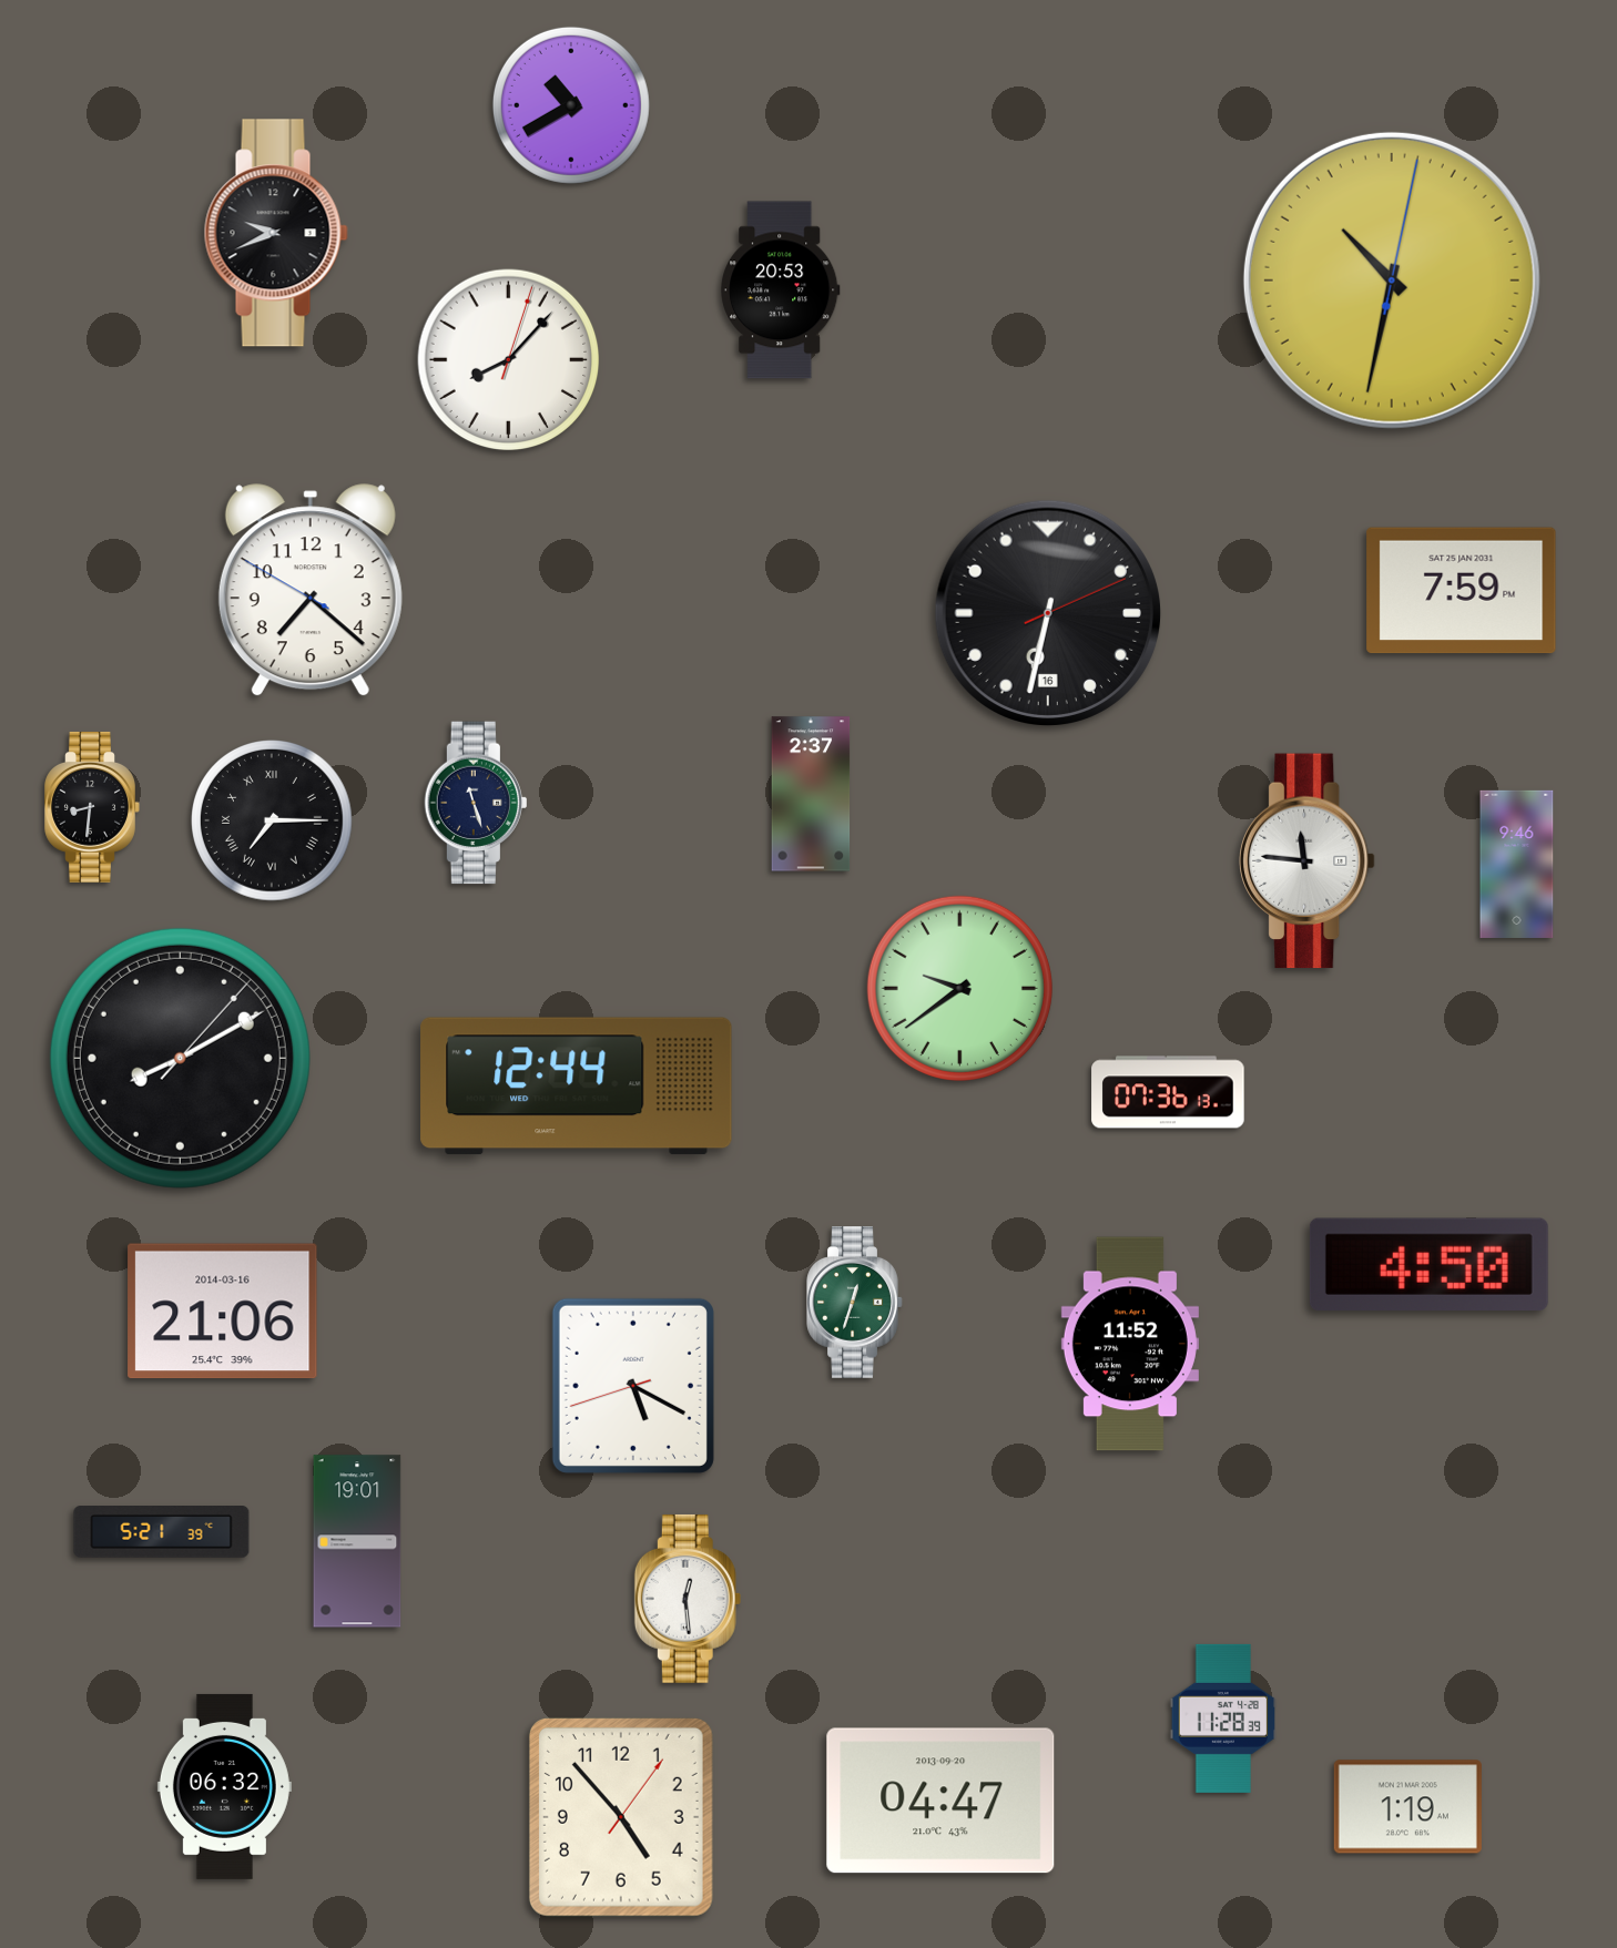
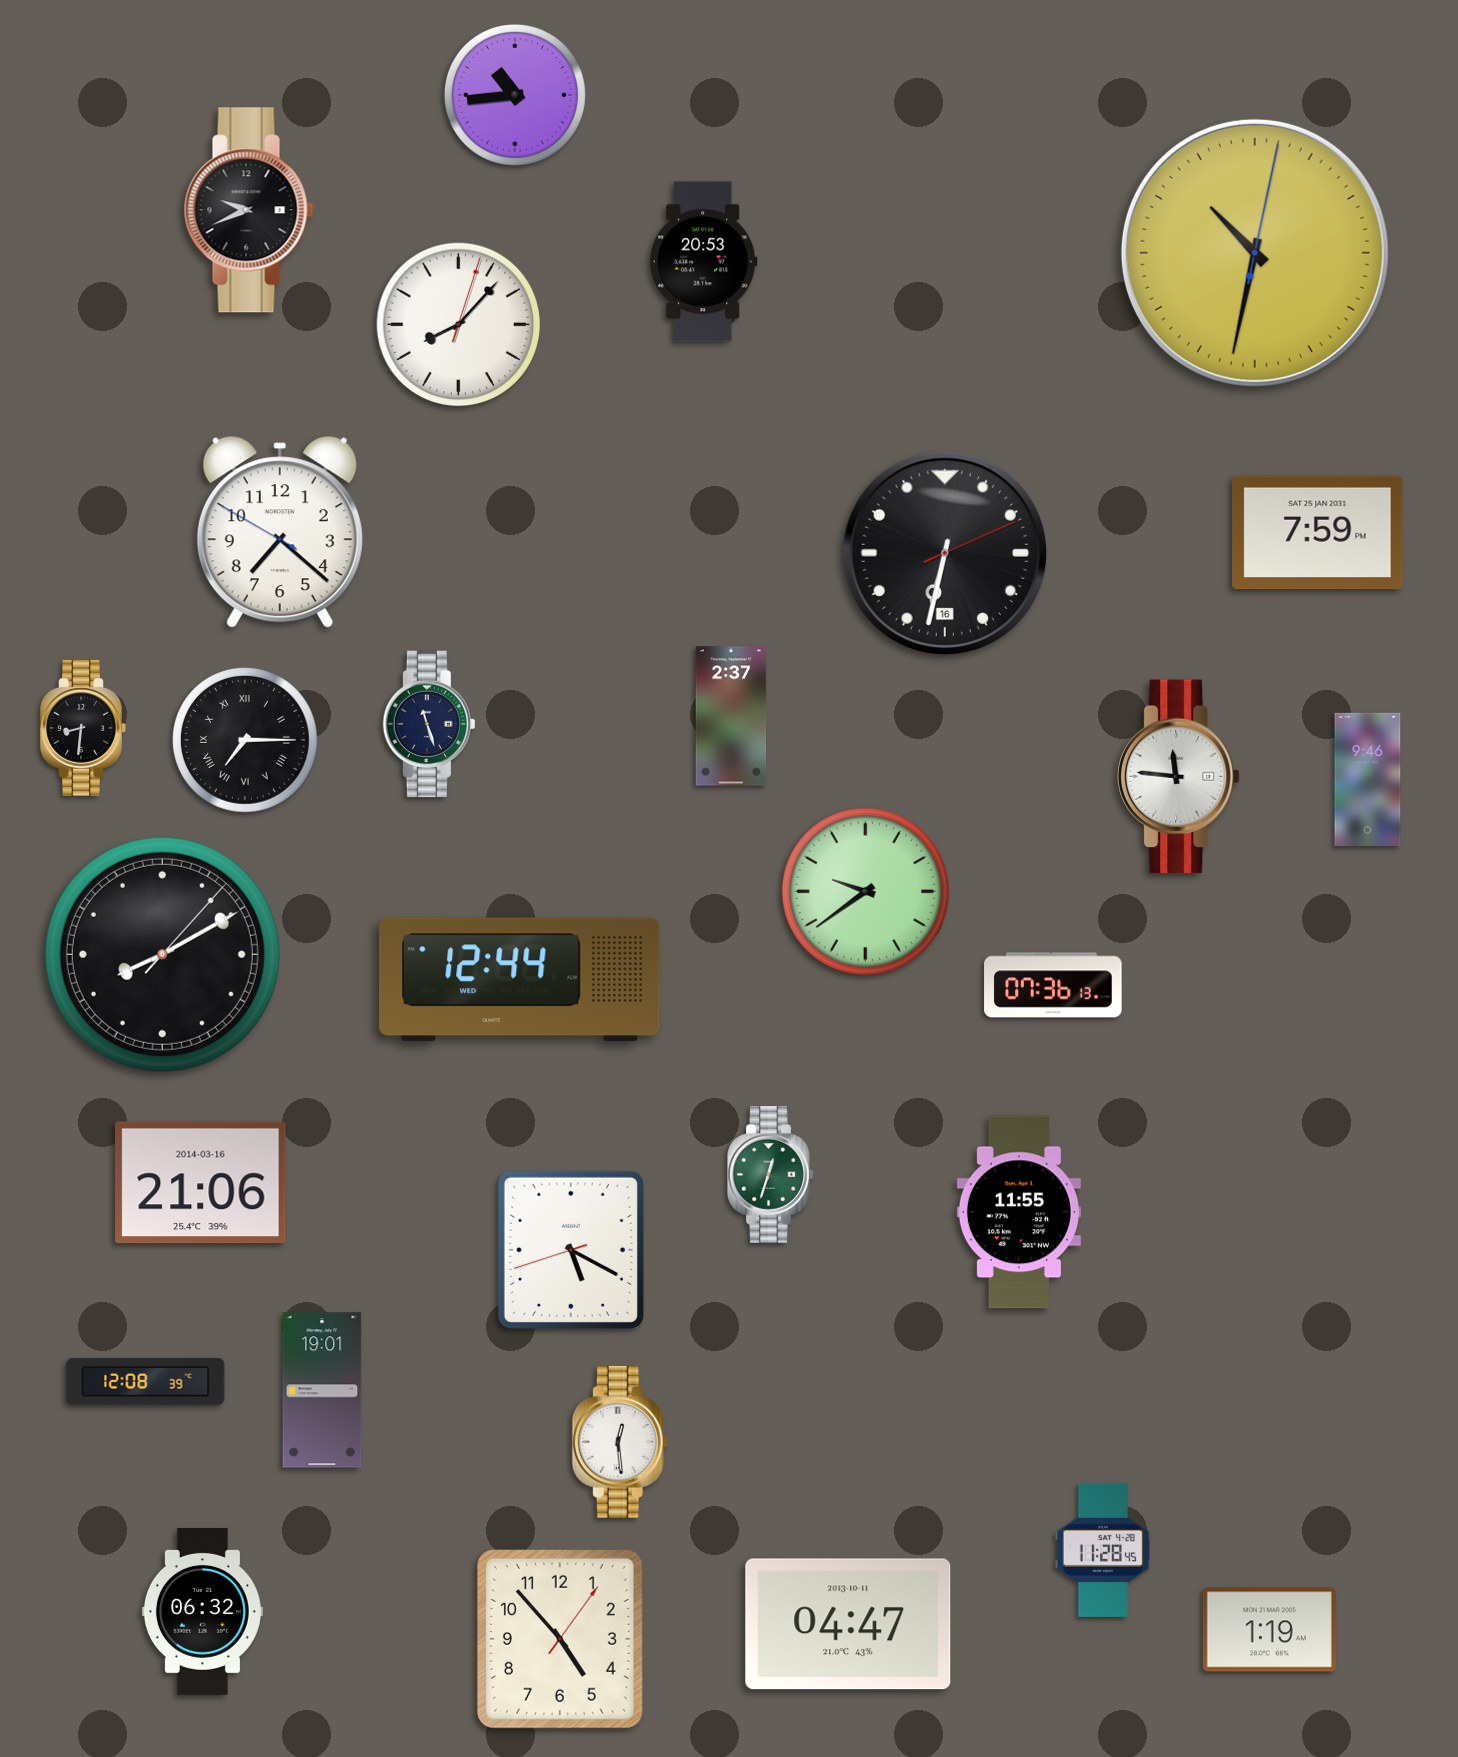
clock at (571, 105): 10:40 -> 10:44
clock at (1428, 1264): 4:50 -> none
clock at (1130, 1344): 11:52 -> 11:55
clock at (162, 1532): 5:21 -> 12:08
clock at (1222, 1718): 11:28:39 -> 11:28:45
clock at (940, 1801) date: 2013-09-20 -> 2013-10-11
